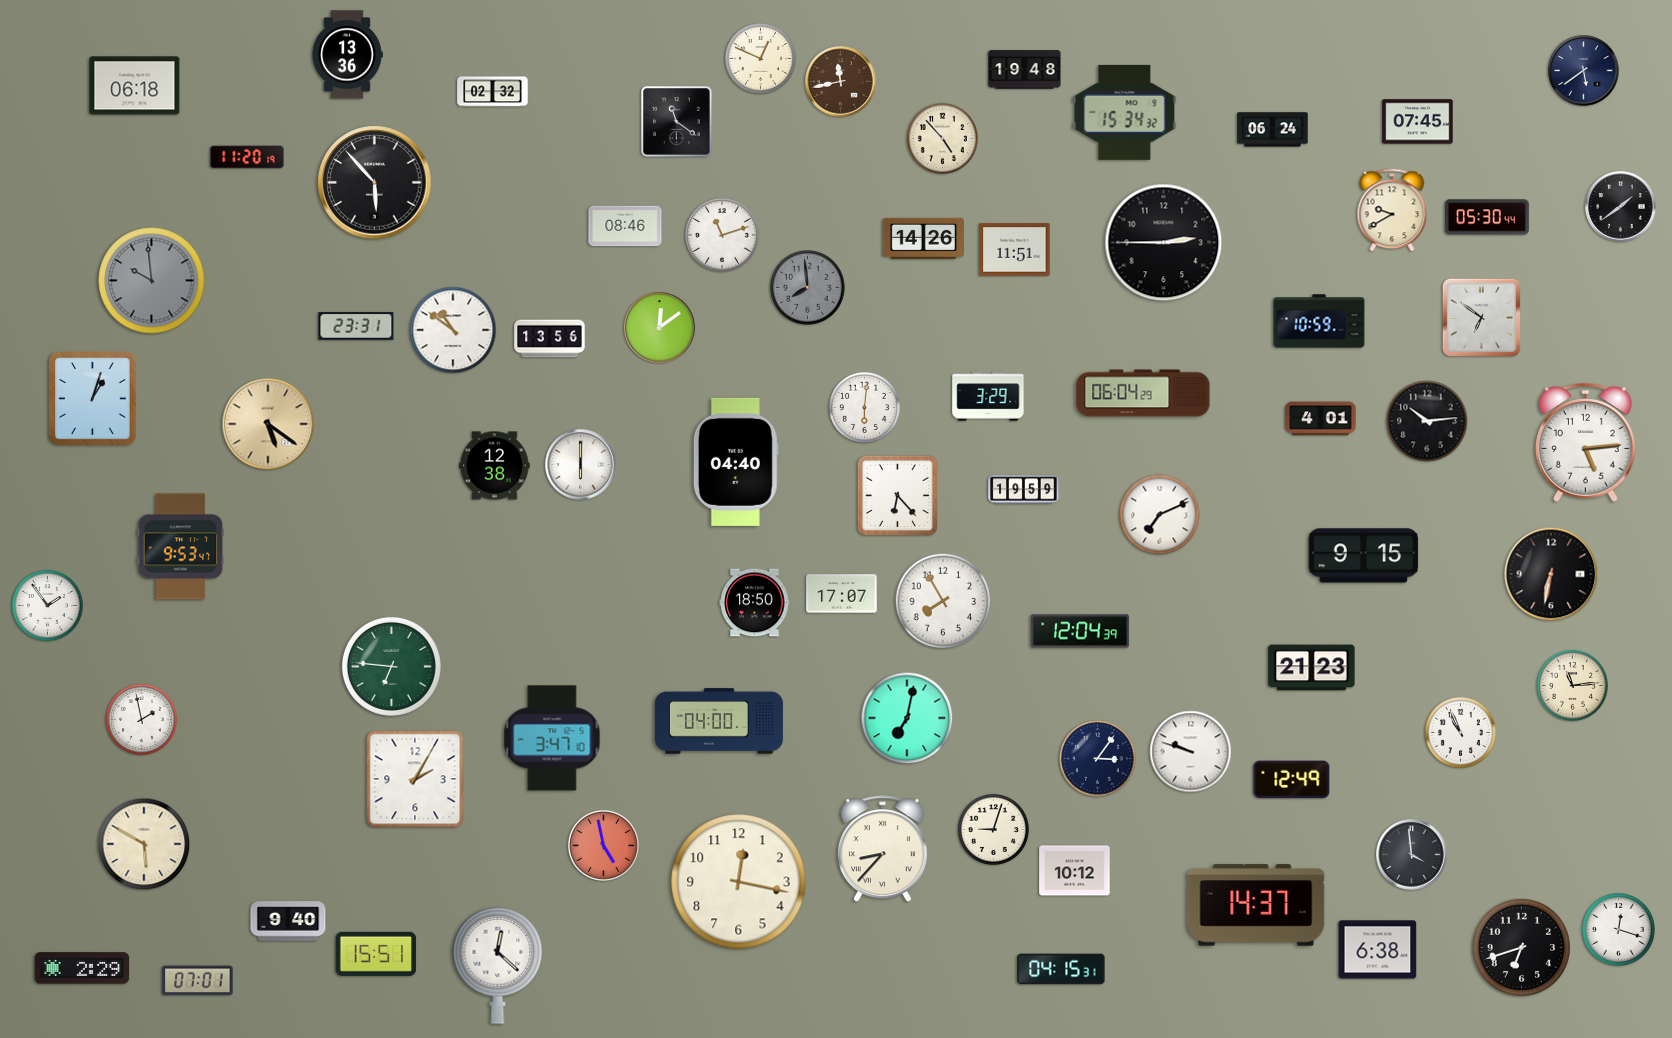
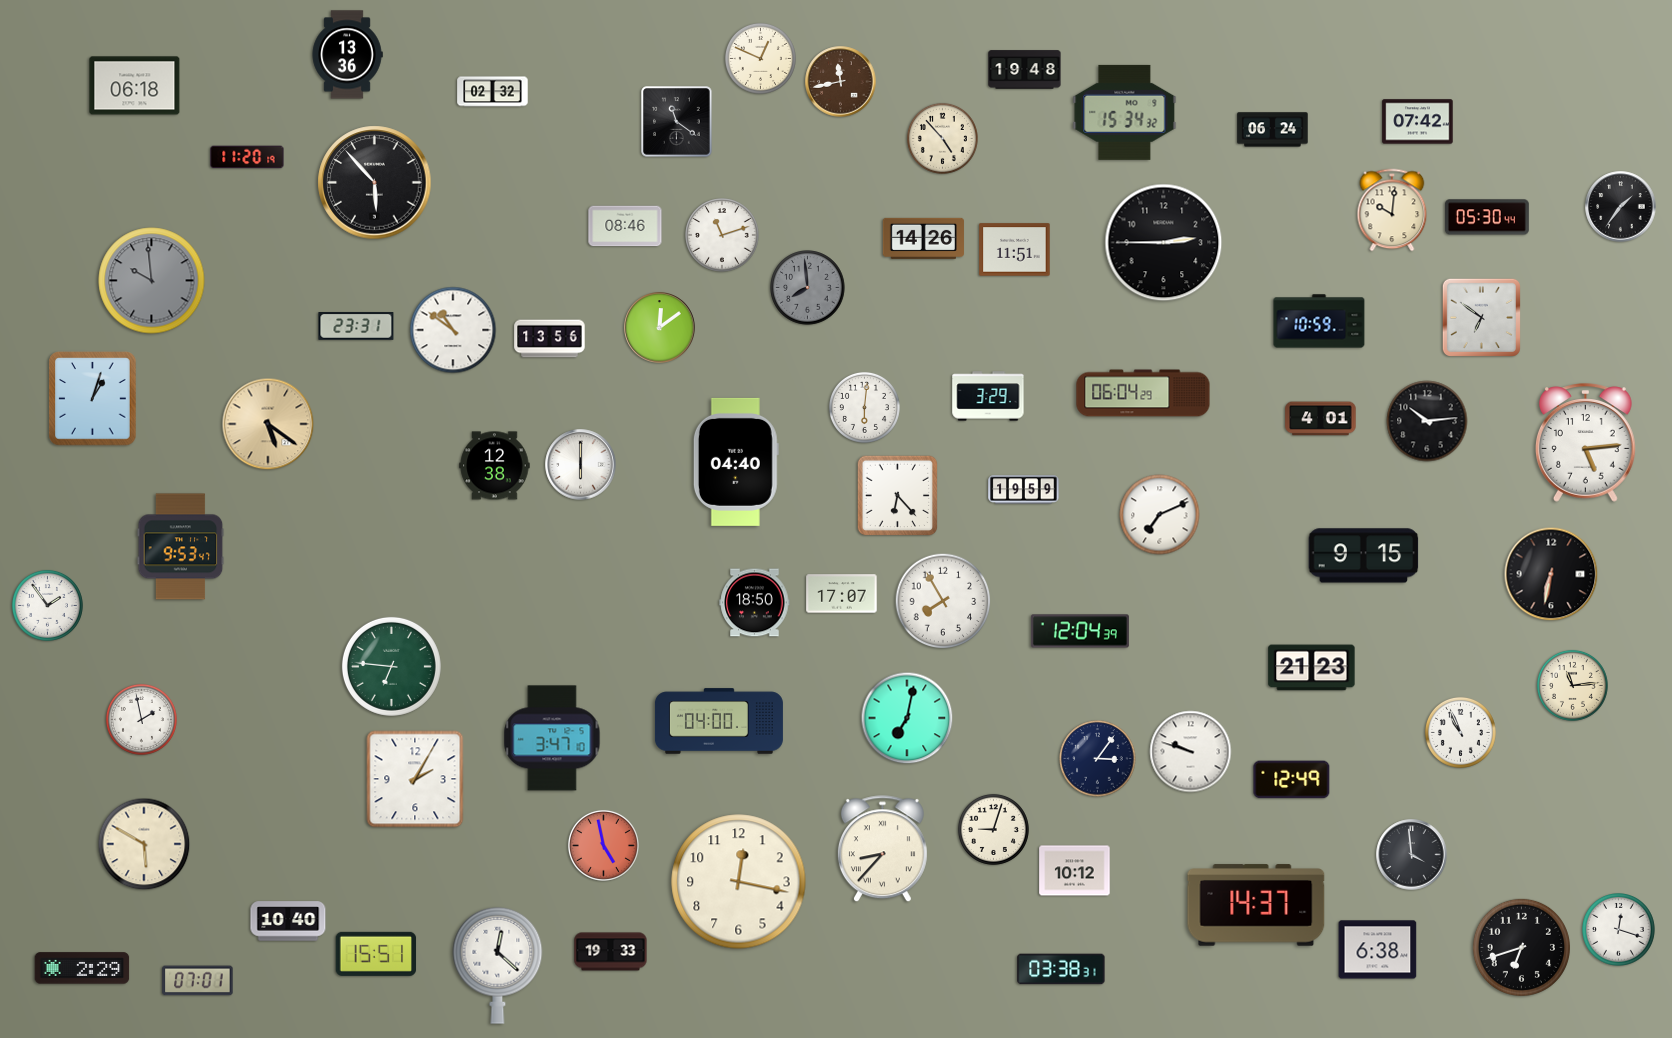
clock at (1584, 71): 5:39 -> none
clock at (1418, 122): 07:45 -> 07:42
clock at (1621, 207): 1:39 -> 1:36
clock at (1392, 210): 9:40 -> 10:01
clock at (288, 921): 9:40 -> 10:40
clock at (611, 952): none -> 19:33
clock at (1061, 969): 04:15 -> 03:38
